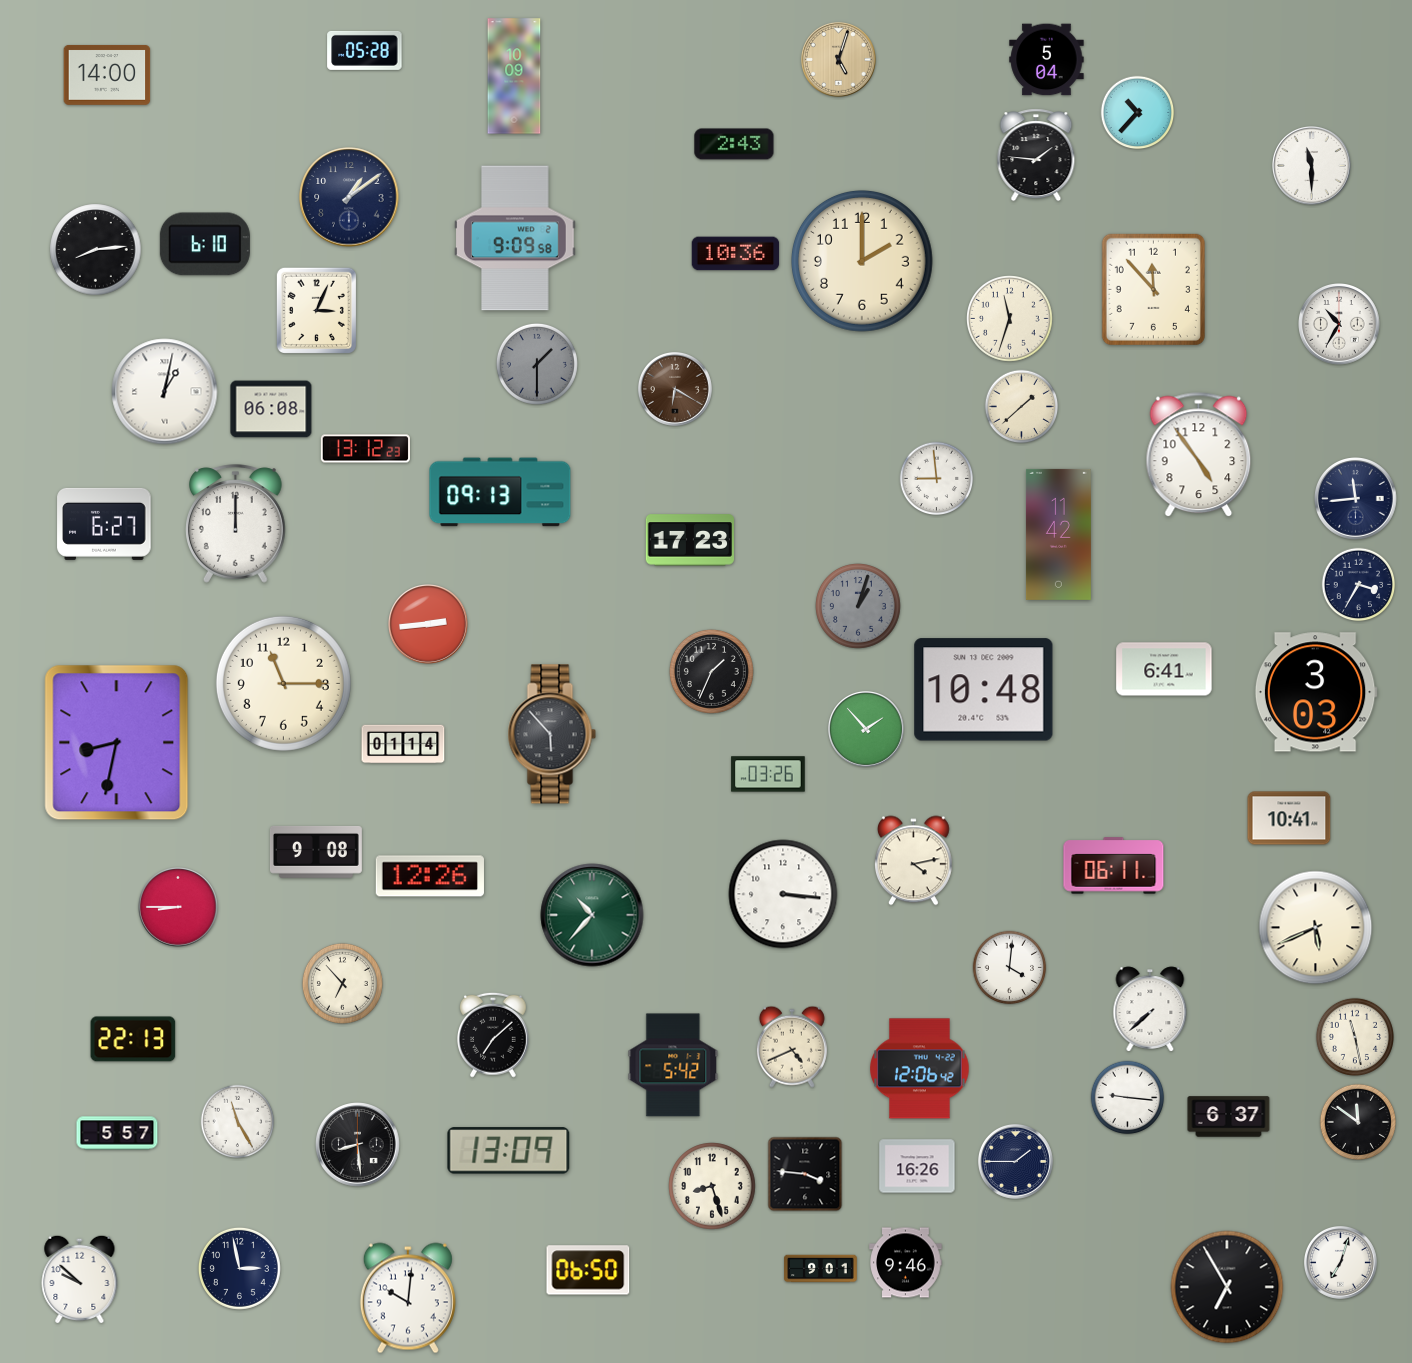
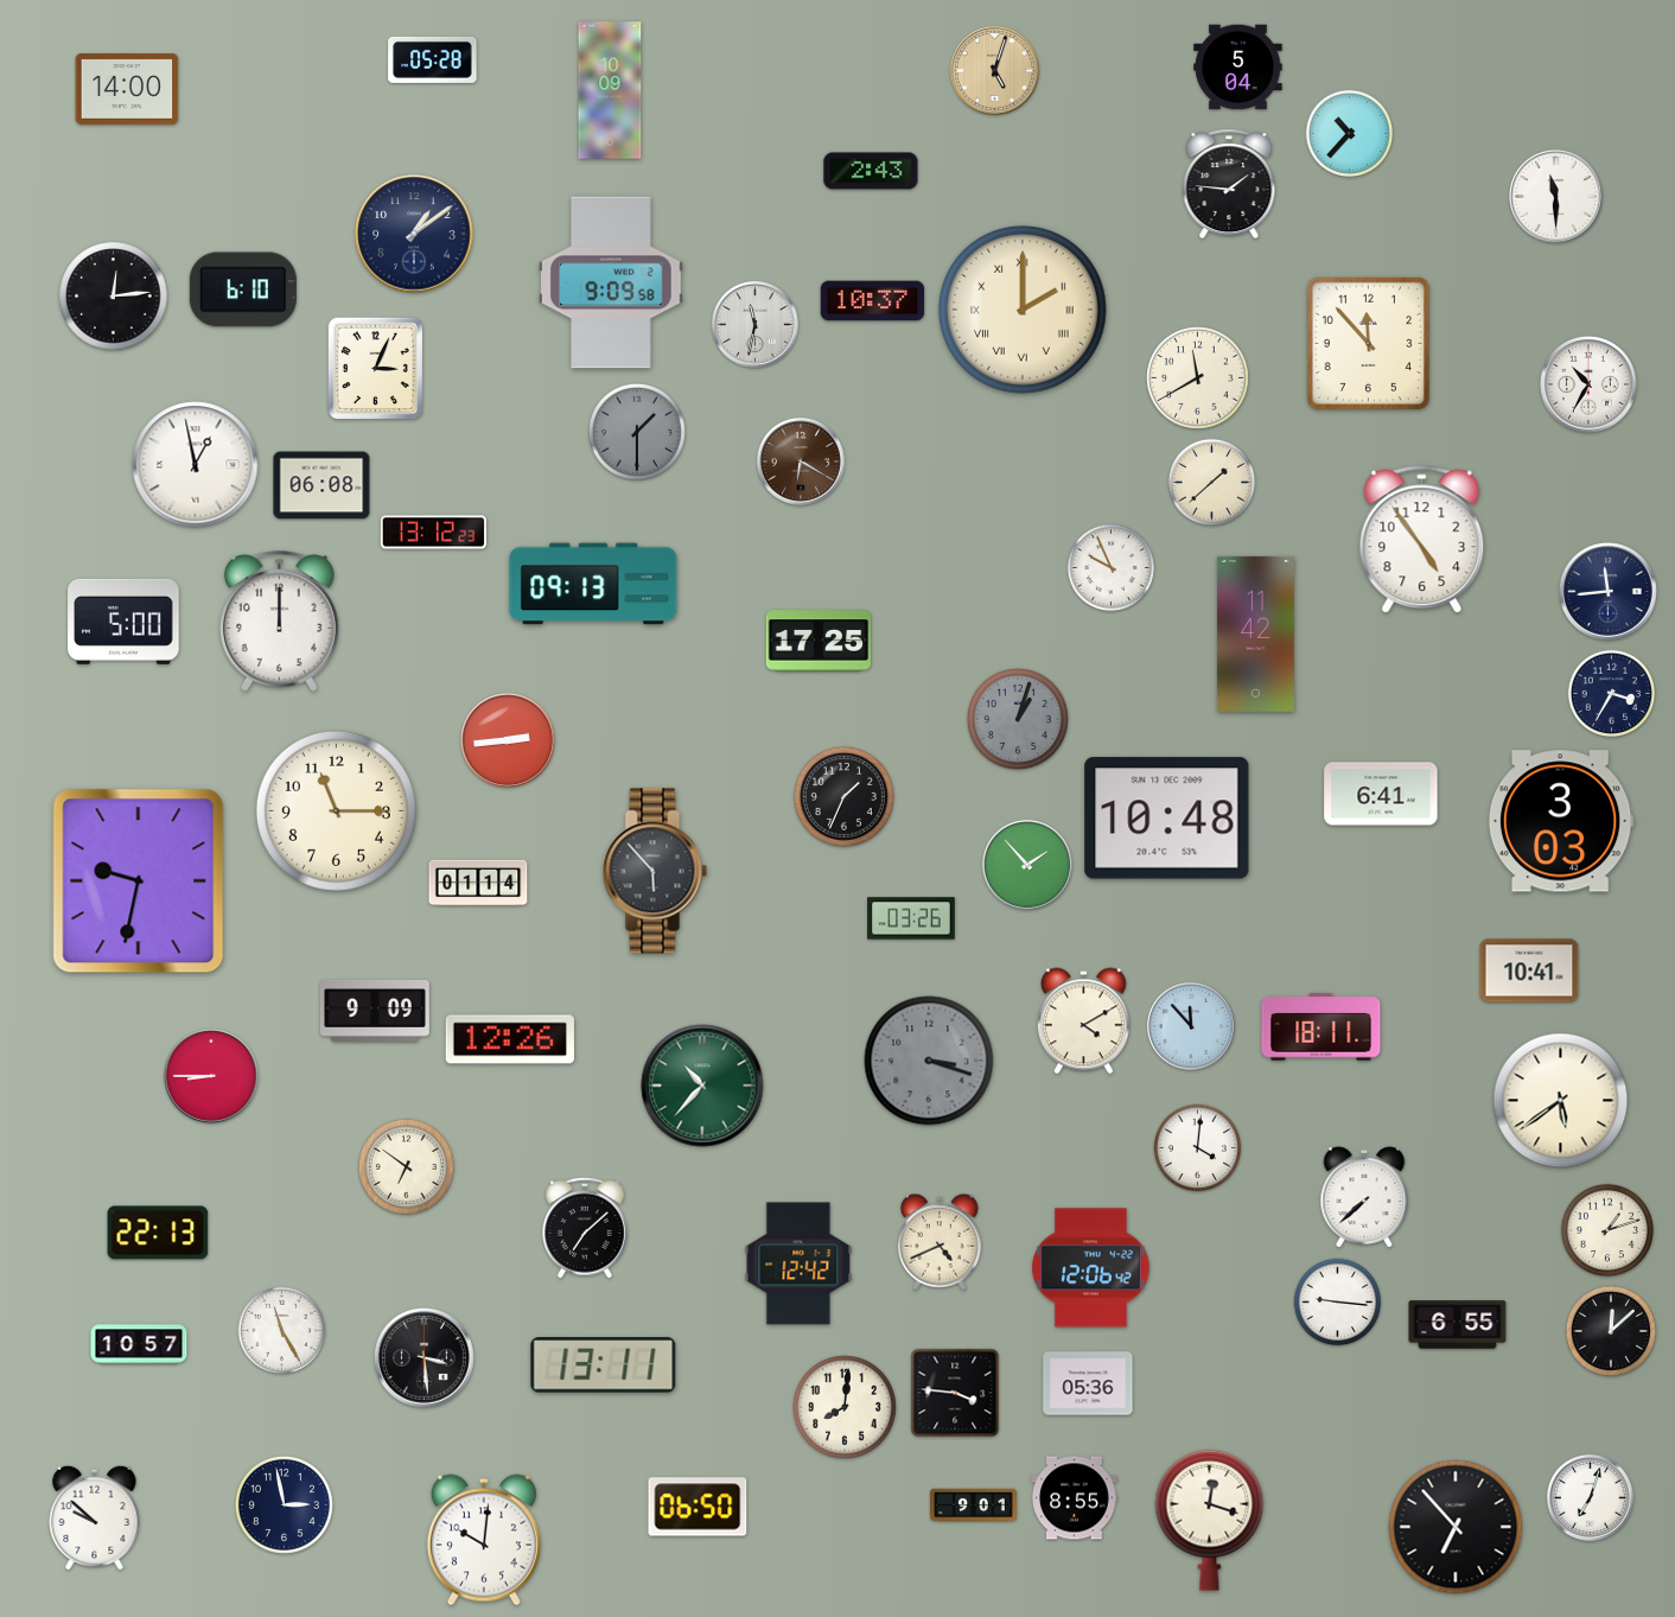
clock at (1047, 60) position: (1047, 60) -> (1238, 68)
clock at (96, 250): 8:14 -> 12:14
clock at (736, 254): 10:36 -> 10:37
clock at (862, 261) numerals: Arabic -> Roman
clock at (754, 324): none -> 11:32
clock at (1010, 319): 11:33 -> 11:40
clock at (165, 392): 1:02 -> 12:58
clock at (937, 479): 8:59 -> 9:56
clock at (104, 524): 6:27 -> 5:00
clock at (689, 540): 17:23 -> 17:25
clock at (117, 743): 8:32 -> 9:32
clock at (316, 852): 9:08 -> 9:09
clock at (914, 861): 4:13 -> 4:10
clock at (1191, 1026): none -> 11:53
clock at (1114, 866): 06:11 -> 18:11
clock at (783, 894): 3:16 -> 3:18
clock at (783, 894) dial: white -> grey
clock at (1316, 928): 5:41 -> 5:39
clock at (342, 983): 6:53 -> 6:51
clock at (1355, 1037): 11:28 -> 1:12
clock at (673, 1065): 5:42 -> 12:42
clock at (1229, 1117): 6:37 -> 6:55
clock at (1357, 1121): 11:51 -> 12:08
clock at (117, 1133): 5:57 -> 10:57
clock at (358, 1145): 8:29 -> 3:29
clock at (509, 1151): 13:09 -> 13:11
clock at (1015, 1161): 1:45 -> none
clock at (917, 1166): 16:26 -> 05:36
clock at (712, 1186): 8:27 -> 8:01
clock at (906, 1263): 9:46 -> 8:55
clock at (1210, 1520): none -> 12:18
clock at (1227, 1287): 6:55 -> 6:53
